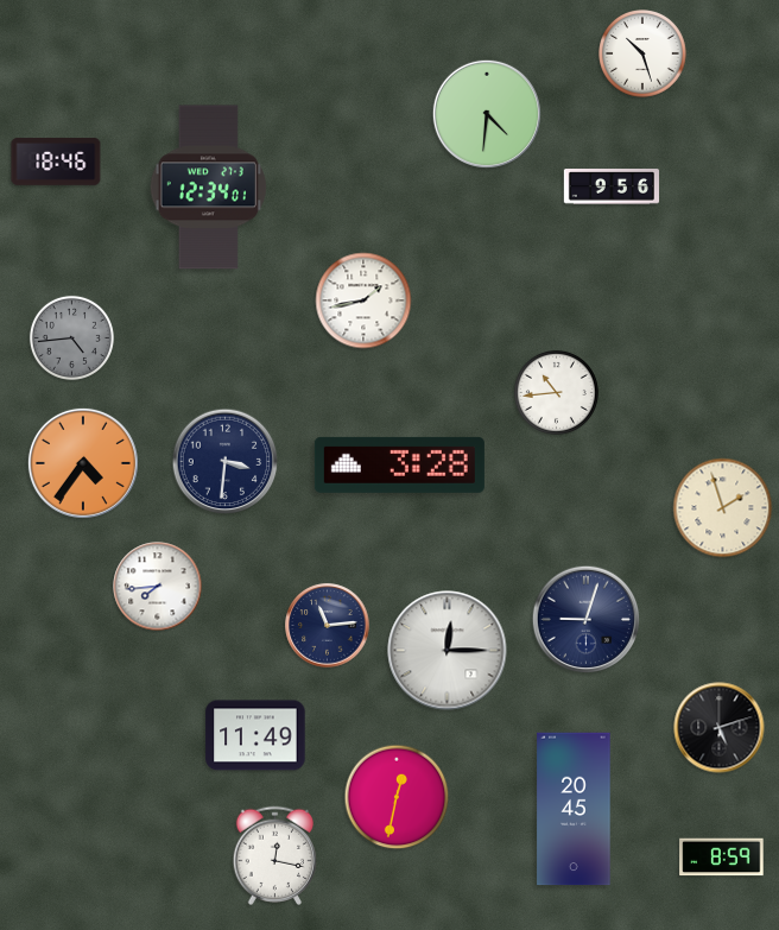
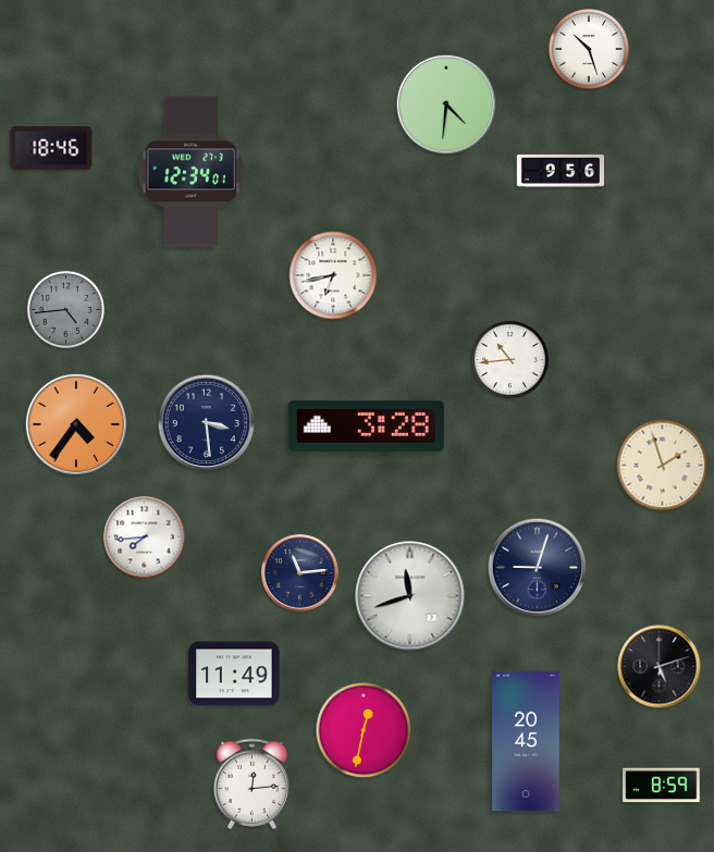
clock at (363, 300): 1:43 -> 6:43
clock at (226, 462): 3:31 -> 3:29
clock at (448, 651): 12:15 -> 11:42
clock at (275, 855): 12:17 -> 12:14
